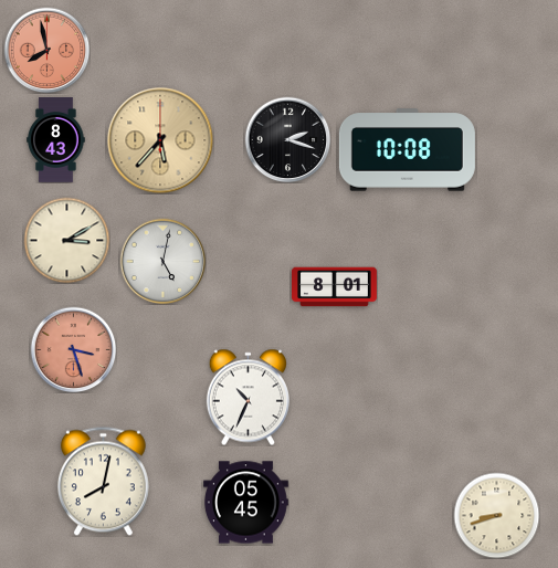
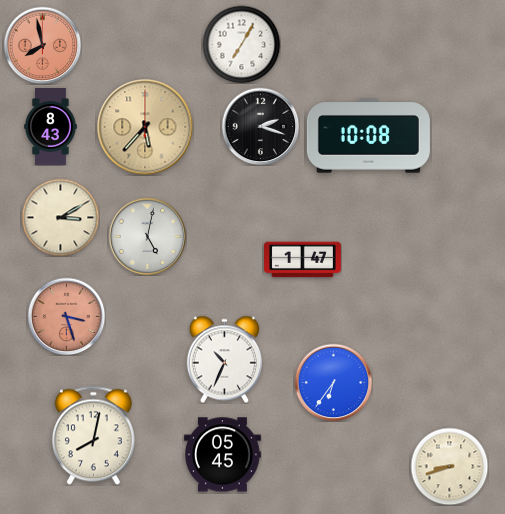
clock at (241, 44): none -> 7:05
clock at (335, 287): 8:01 -> 1:47
clock at (333, 382): none -> 6:36
